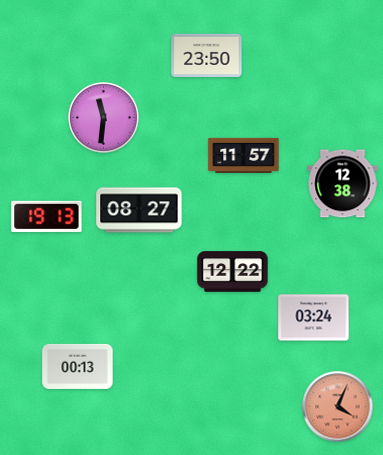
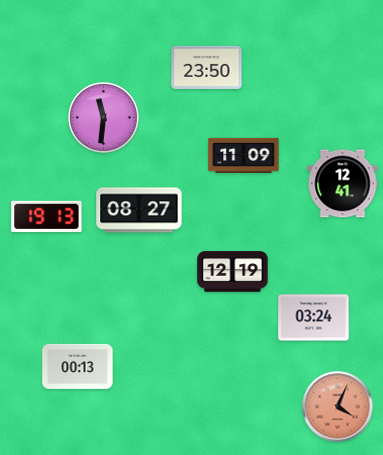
clock at (207, 55) position: (207, 55) -> (207, 67)
clock at (244, 155): 11:57 -> 11:09
clock at (343, 184): 12:38 -> 12:41
clock at (233, 272): 12:22 -> 12:19
